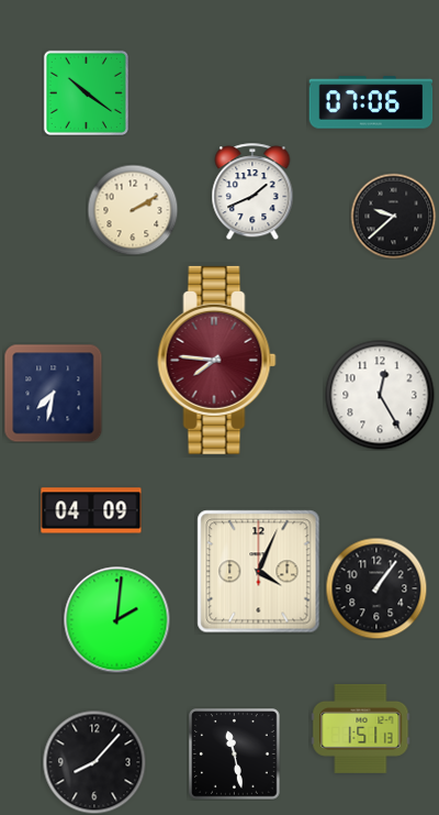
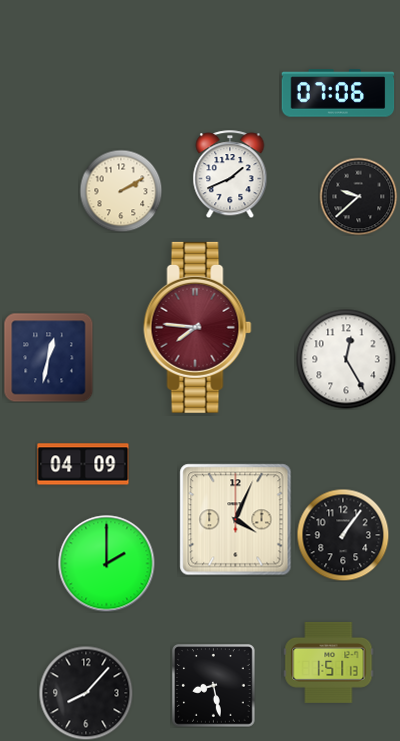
clock at (86, 92): 10:21 -> none
clock at (53, 393): 7:32 -> 12:32
clock at (117, 620): 2:01 -> 2:00
clock at (235, 755): 11:28 -> 8:28
